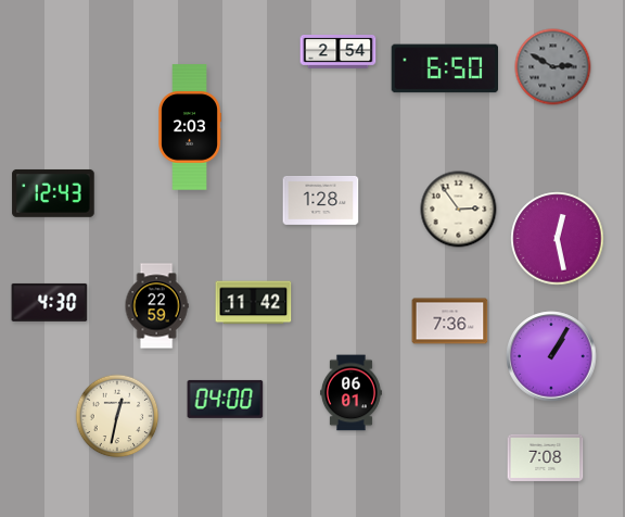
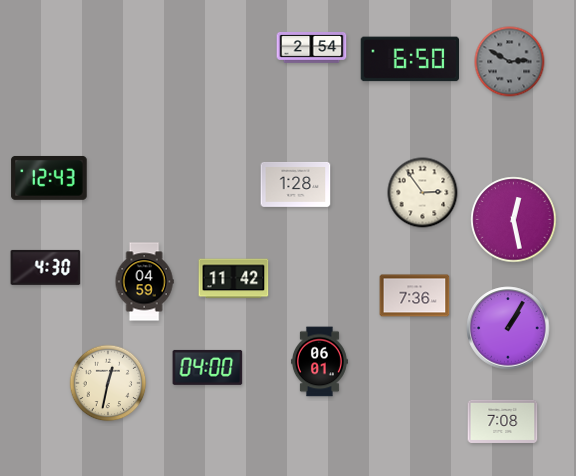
clock at (444, 68) position: (444, 68) -> (409, 59)
clock at (189, 127): 2:03 -> none
clock at (50, 302) position: (50, 302) -> (46, 267)
clock at (156, 306): 22:59 -> 04:59
clock at (350, 393) position: (350, 393) -> (319, 362)
